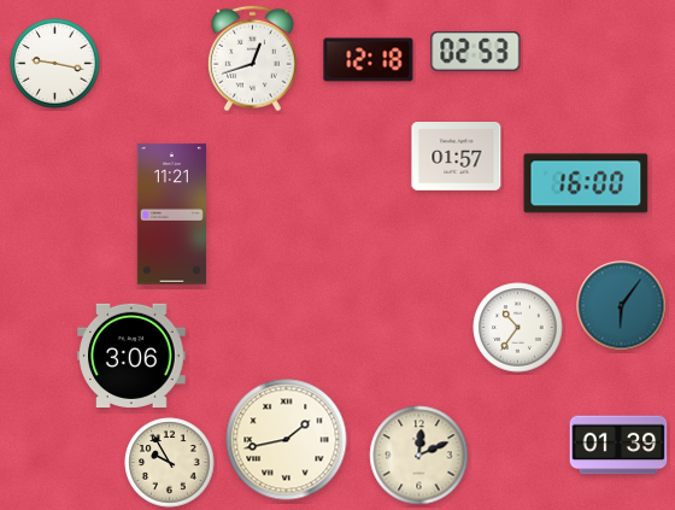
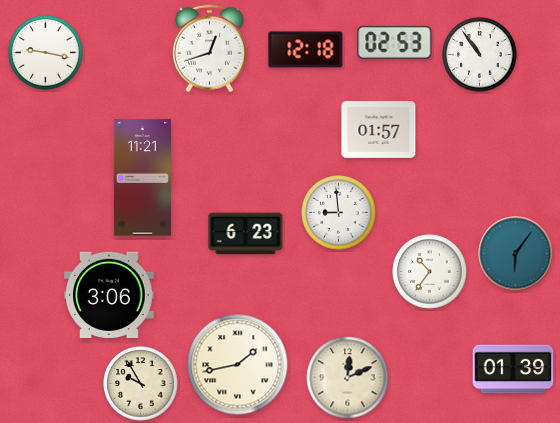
clock at (480, 55): none -> 10:54
clock at (586, 183): 16:00 -> none
clock at (339, 213): none -> 8:59
clock at (246, 234): none -> 6:23
